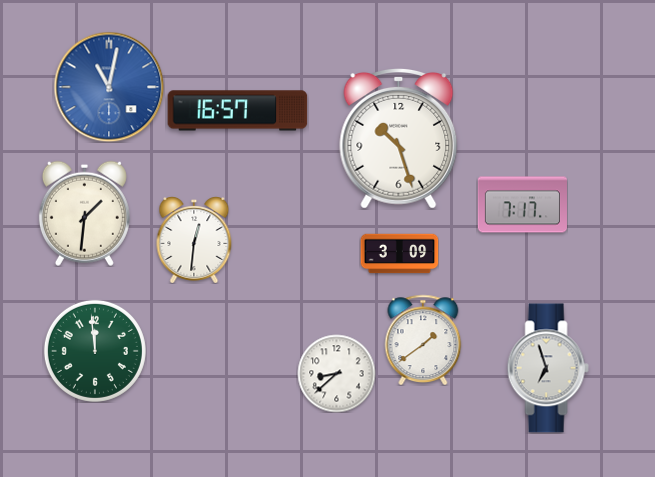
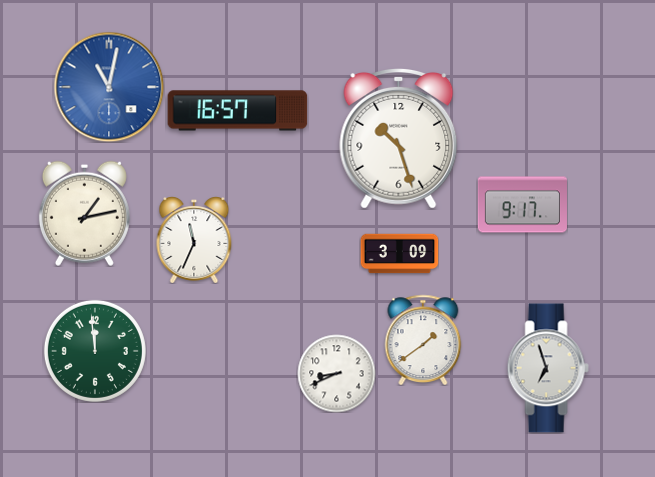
clock at (522, 205): 7:17 -> 9:17
clock at (84, 213): 1:31 -> 1:13
clock at (194, 240): 12:31 -> 11:34
clock at (336, 373): 8:38 -> 8:41
